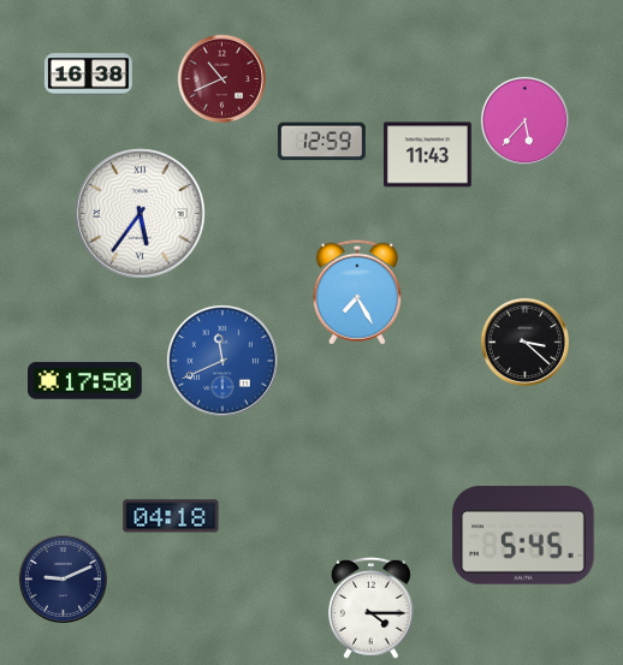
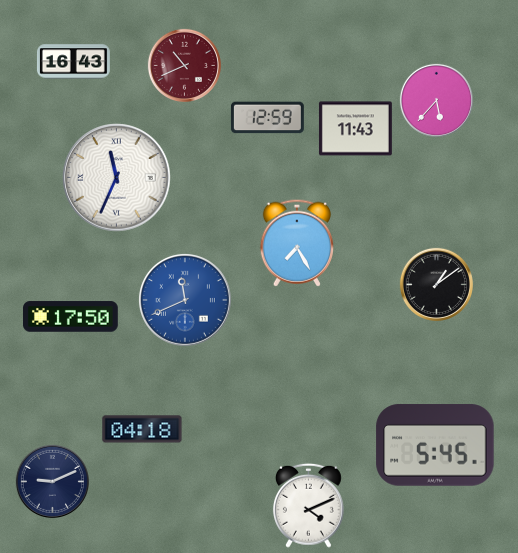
clock at (88, 75): 16:38 -> 16:43
clock at (141, 214): 5:36 -> 11:34
clock at (524, 342): 3:22 -> 1:09
clock at (370, 607): 4:15 -> 4:11
